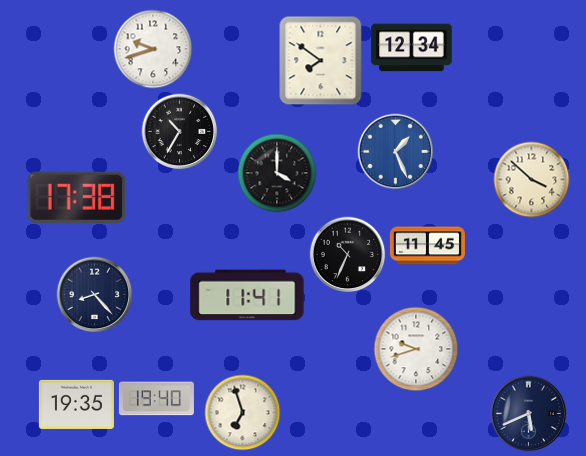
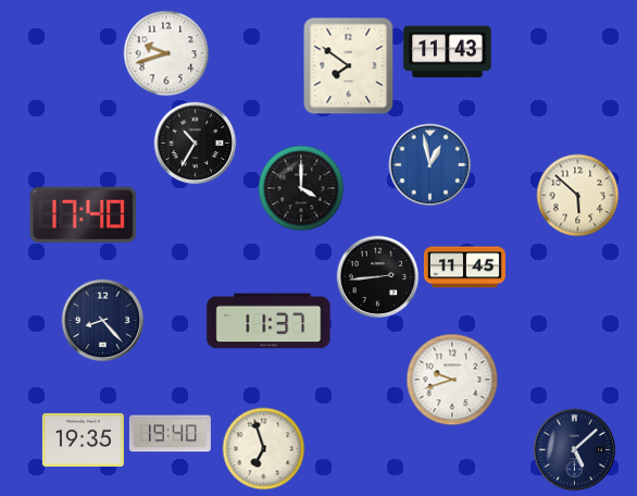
clock at (412, 48): 12:34 -> 11:43
clock at (396, 152): 1:26 -> 12:58
clock at (532, 180): 3:52 -> 5:52
clock at (77, 197): 17:38 -> 17:40
clock at (348, 255): 10:34 -> 2:44
clock at (247, 295): 11:41 -> 11:37
clock at (529, 414): 5:41 -> 5:08
